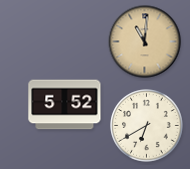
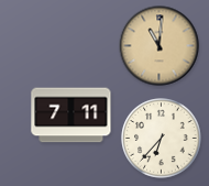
clock at (65, 105): 5:52 -> 7:11
clock at (147, 126): 6:40 -> 6:37
